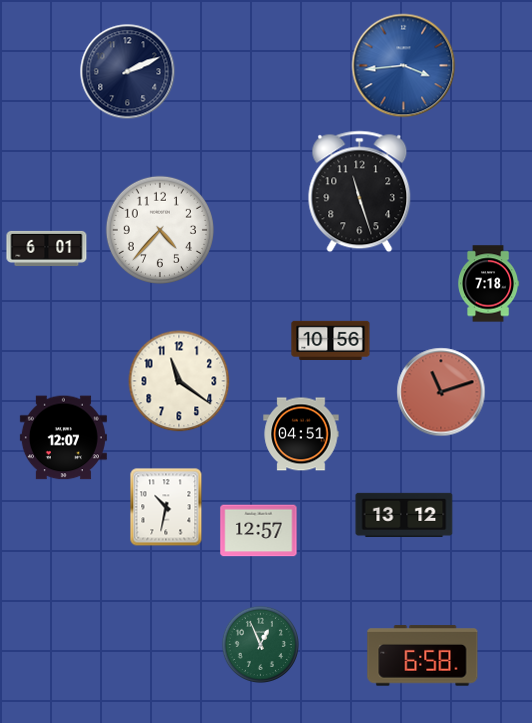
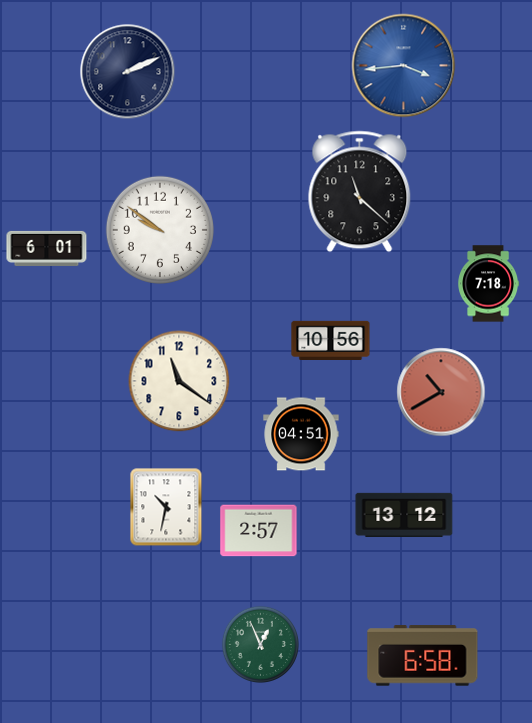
clock at (360, 192): 11:27 -> 11:22
clock at (160, 230): 4:37 -> 9:51
clock at (441, 392): 11:12 -> 10:40
clock at (63, 438): 12:07 -> none
clock at (259, 531): 12:57 -> 2:57
